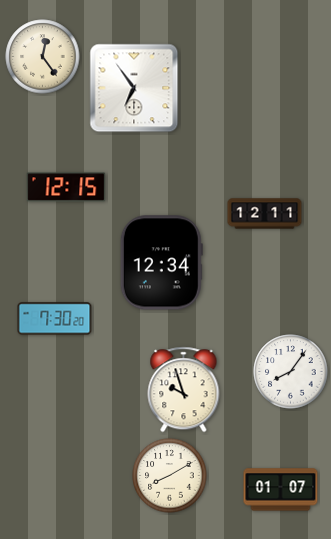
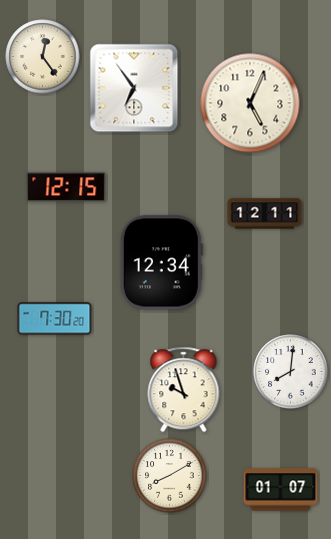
clock at (250, 103): none -> 5:04
clock at (291, 372): 8:06 -> 8:01
